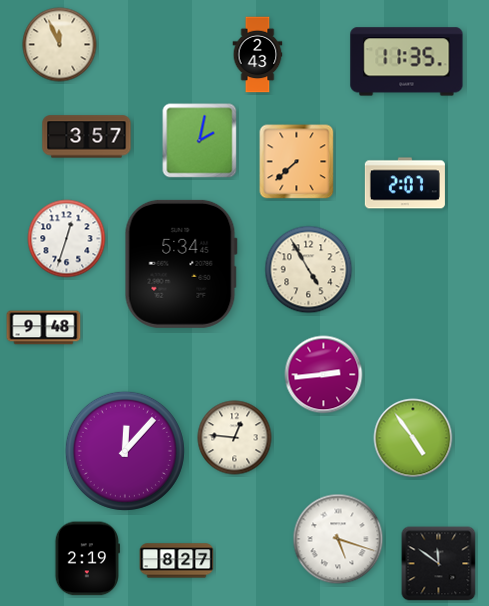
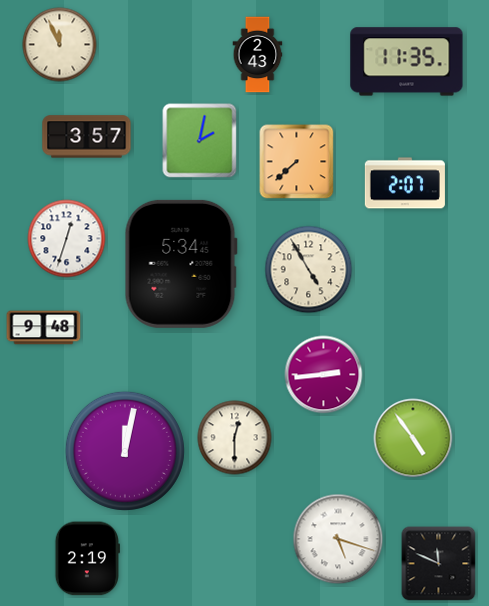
clock at (235, 438): 12:46 -> 12:30
clock at (125, 451): 12:07 -> 12:02
clock at (177, 561): 8:27 -> none
clock at (439, 564): 11:51 -> 11:49
